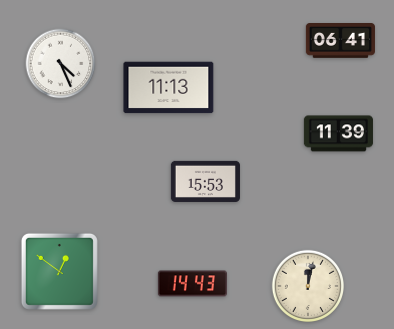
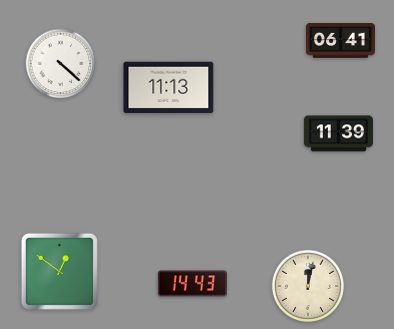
clock at (61, 64): 4:26 -> 4:22
clock at (205, 181): 15:53 -> none
